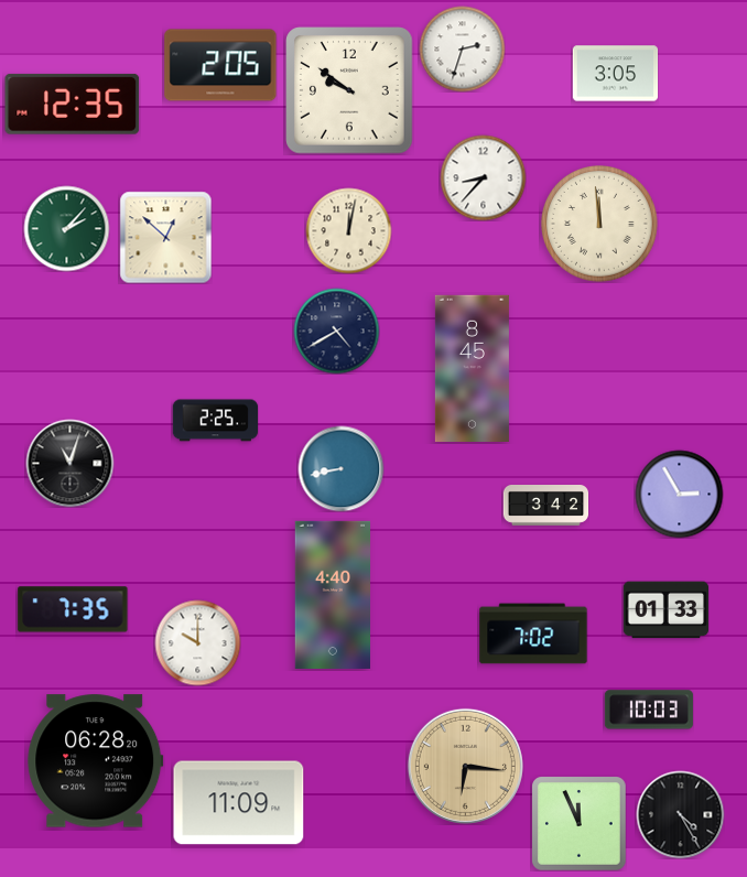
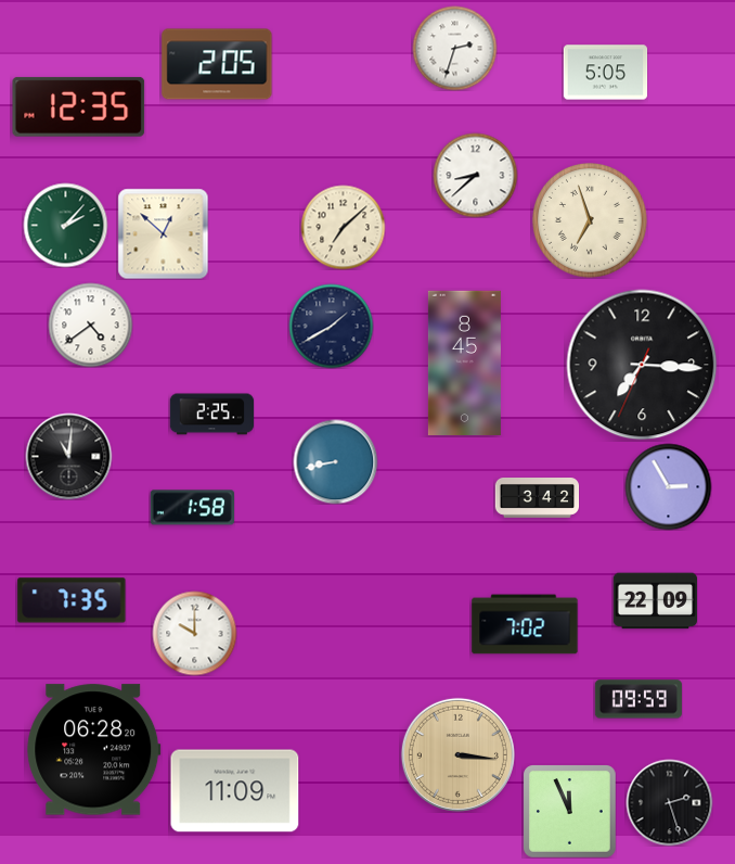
clock at (615, 74): 3:05 -> 5:05
clock at (349, 90): 9:51 -> none
clock at (73, 104) position: (73, 104) -> (79, 106)
clock at (483, 177): 8:37 -> 8:38
clock at (600, 225): 11:59 -> 6:57
clock at (348, 230): 12:02 -> 7:08
clock at (90, 325): none -> 4:39
clock at (336, 331): 4:40 -> 1:40
clock at (642, 365): none -> 7:15
clock at (69, 463): 11:03 -> 11:01
clock at (192, 508): none -> 1:58
clock at (332, 595): 4:40 -> none
clock at (665, 610): 01:33 -> 22:09
clock at (649, 710): 10:03 -> 09:59
clock at (465, 766): 6:16 -> 3:16
clock at (680, 814): 4:25 -> 2:27
